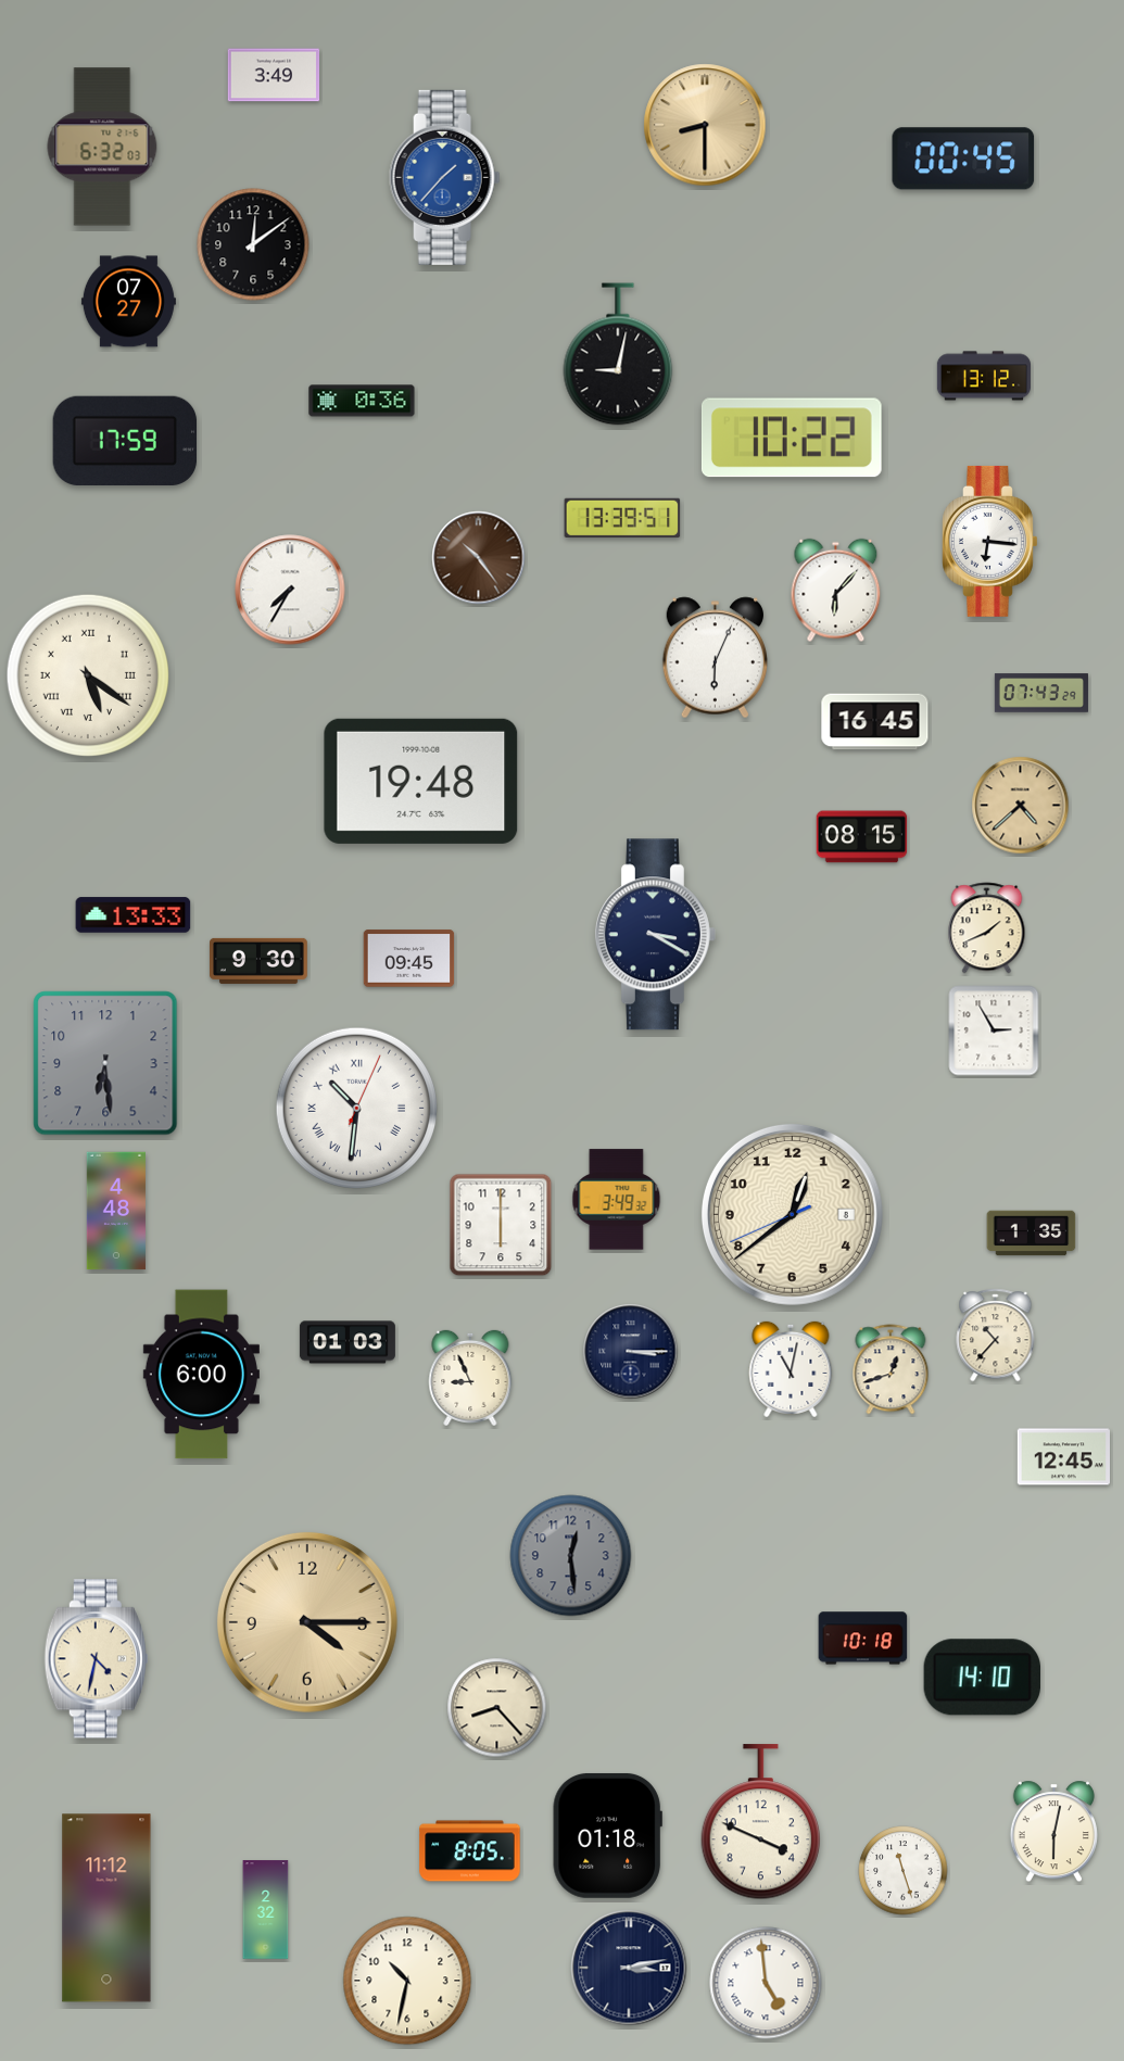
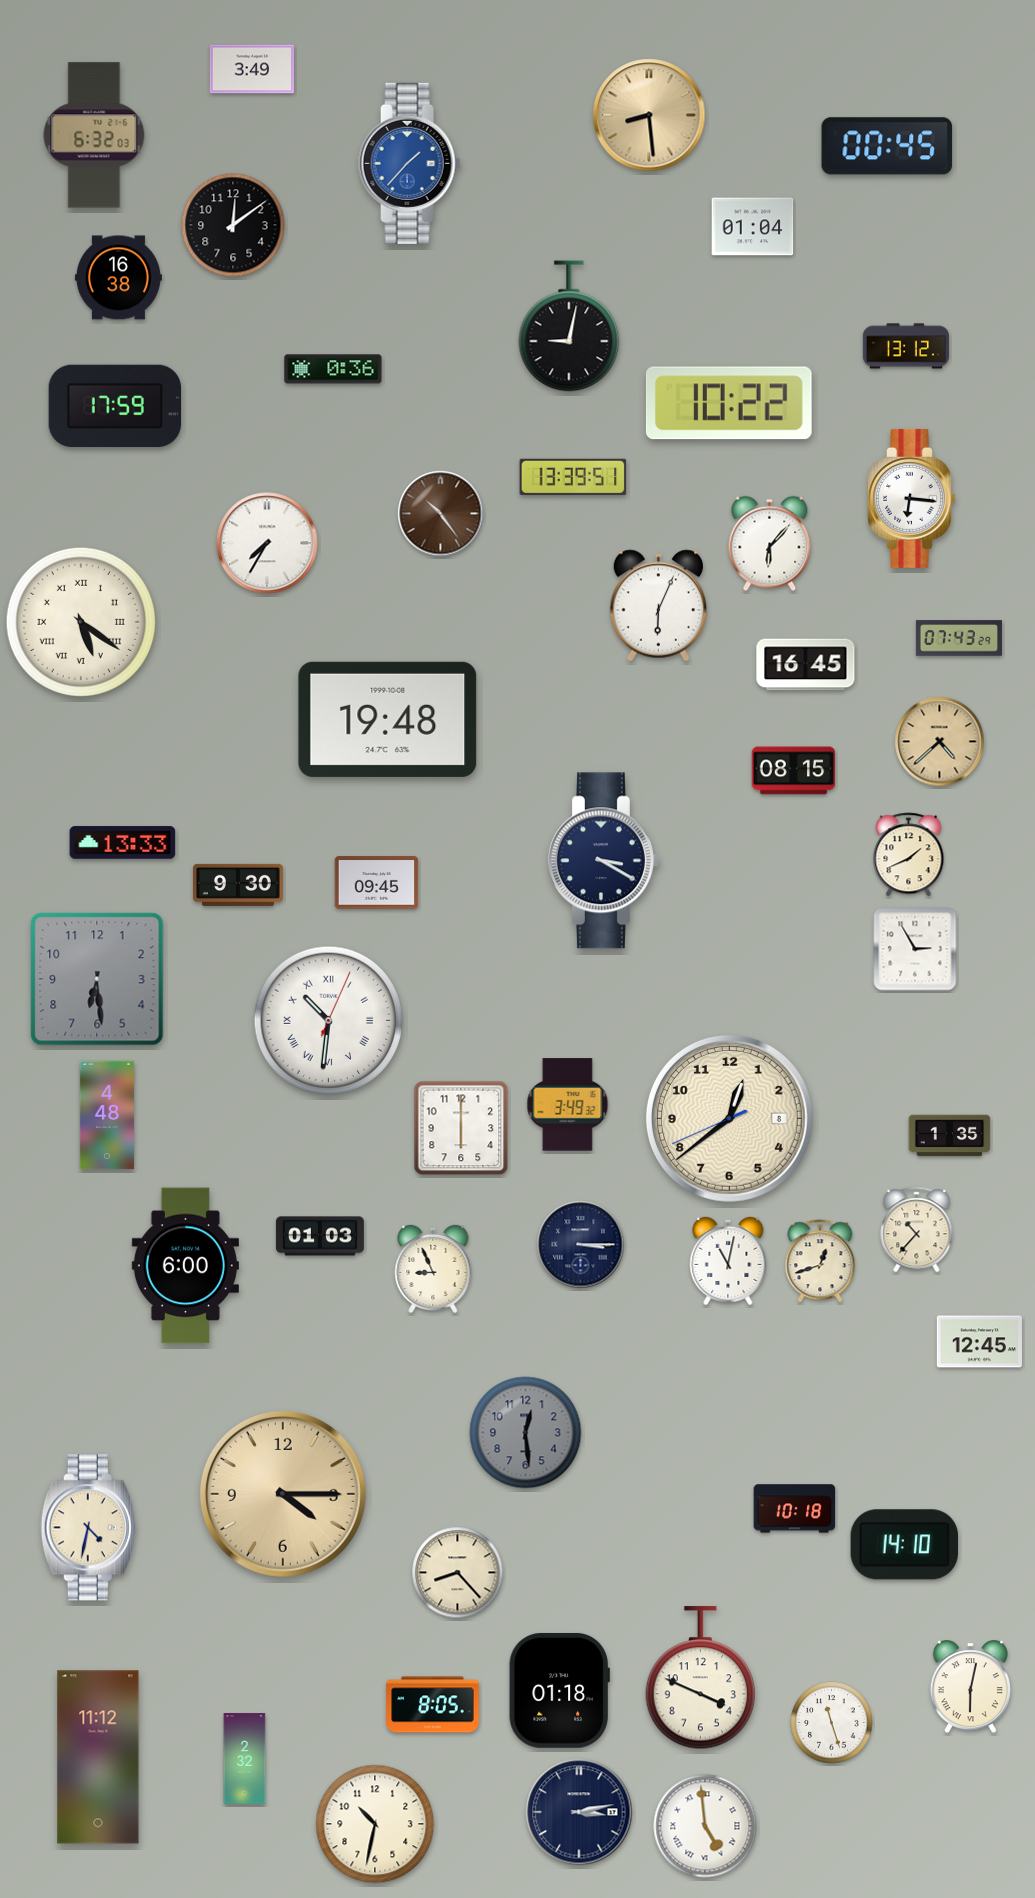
clock at (705, 125): 8:30 -> 8:29
clock at (753, 227): none -> 01:04
clock at (128, 302): 07:27 -> 16:38
